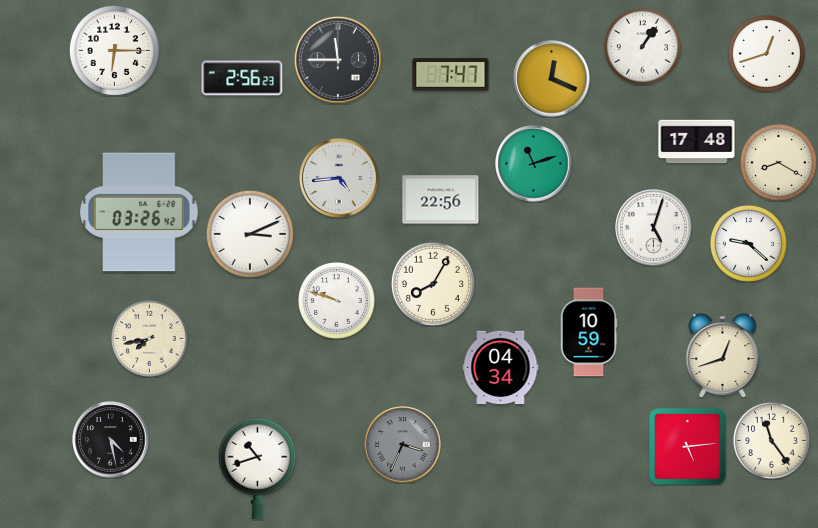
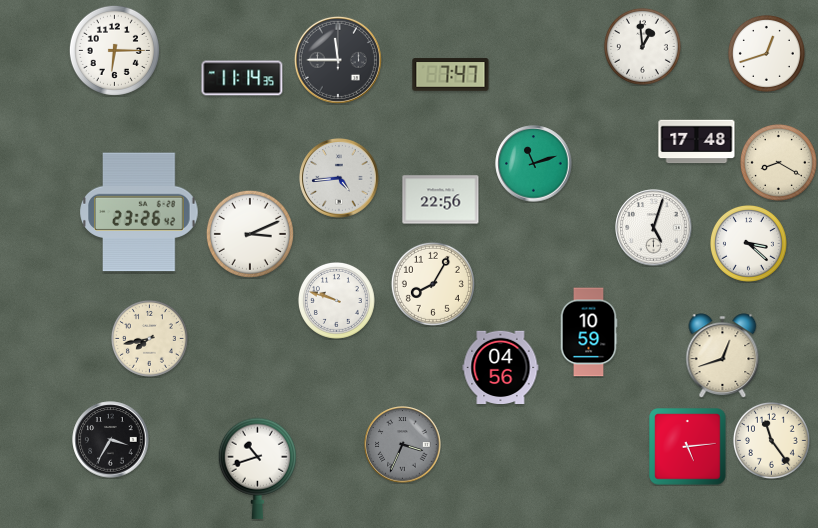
clock at (642, 46): 1:06 -> 12:59
clock at (242, 78): 2:56 -> 11:14
clock at (552, 79): 12:19 -> none
clock at (139, 212): 03:26 -> 23:26
clock at (748, 243): 9:22 -> 3:22
clock at (501, 367): 04:34 -> 04:56
clock at (111, 440): 4:28 -> 3:35
